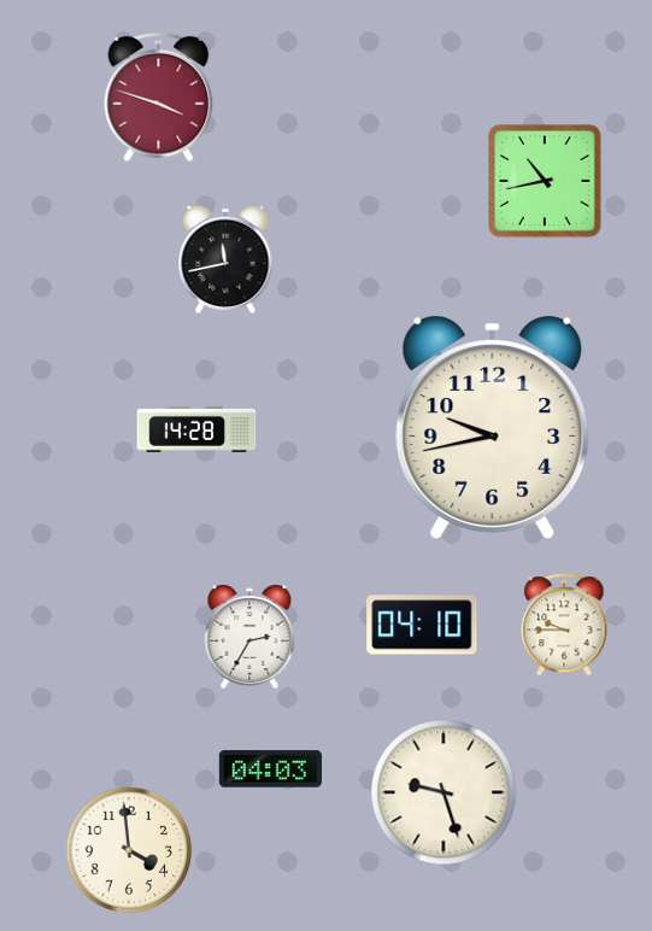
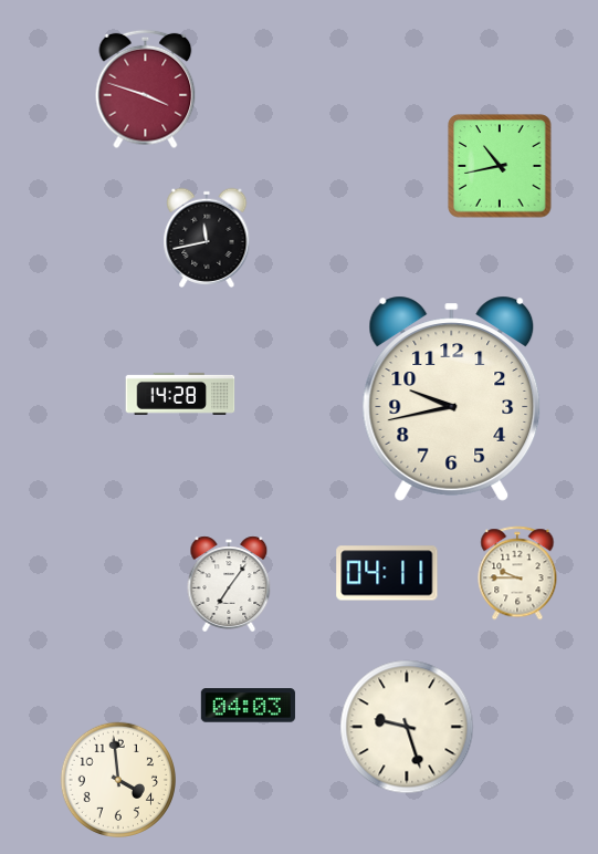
clock at (493, 427) position: (493, 427) -> (452, 398)
clock at (422, 625): 04:10 -> 04:11
clock at (249, 637): 2:35 -> 7:06
